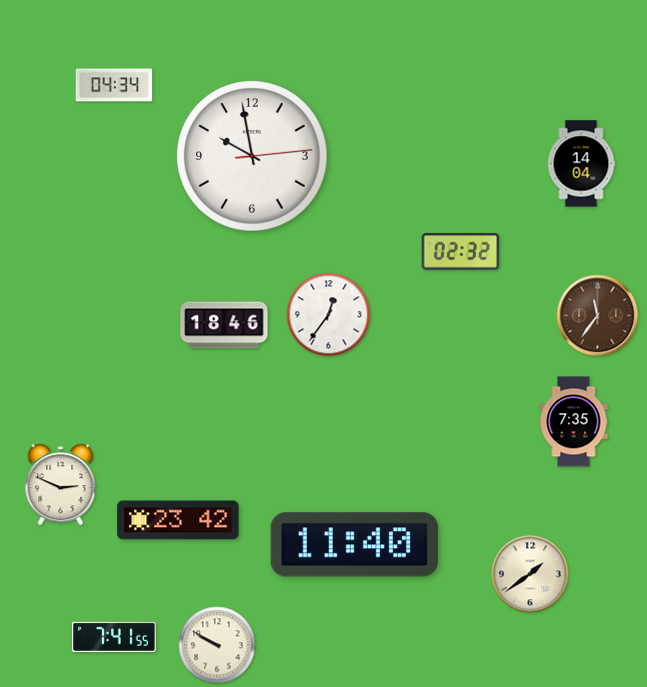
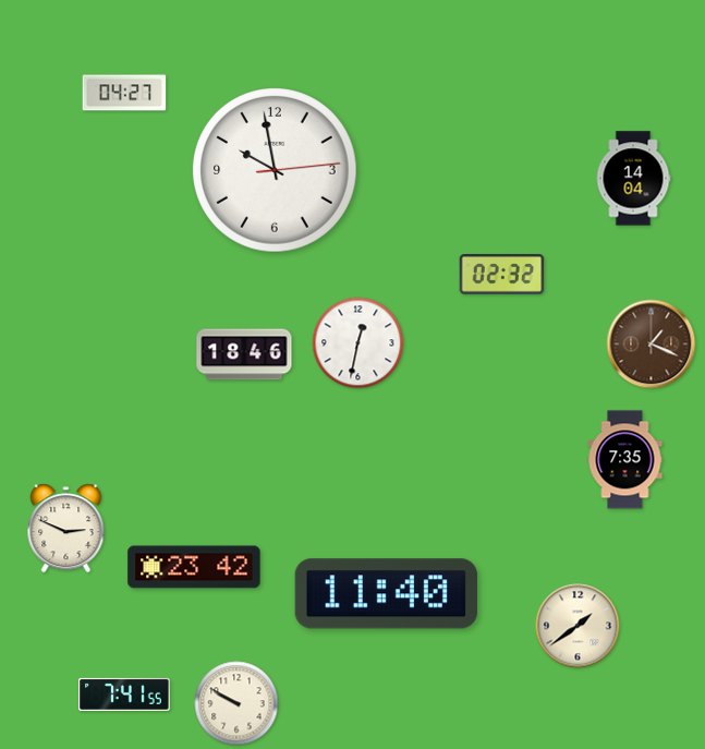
clock at (114, 85): 04:34 -> 04:27
clock at (329, 315): 12:36 -> 12:32
clock at (598, 316): 11:36 -> 1:19
